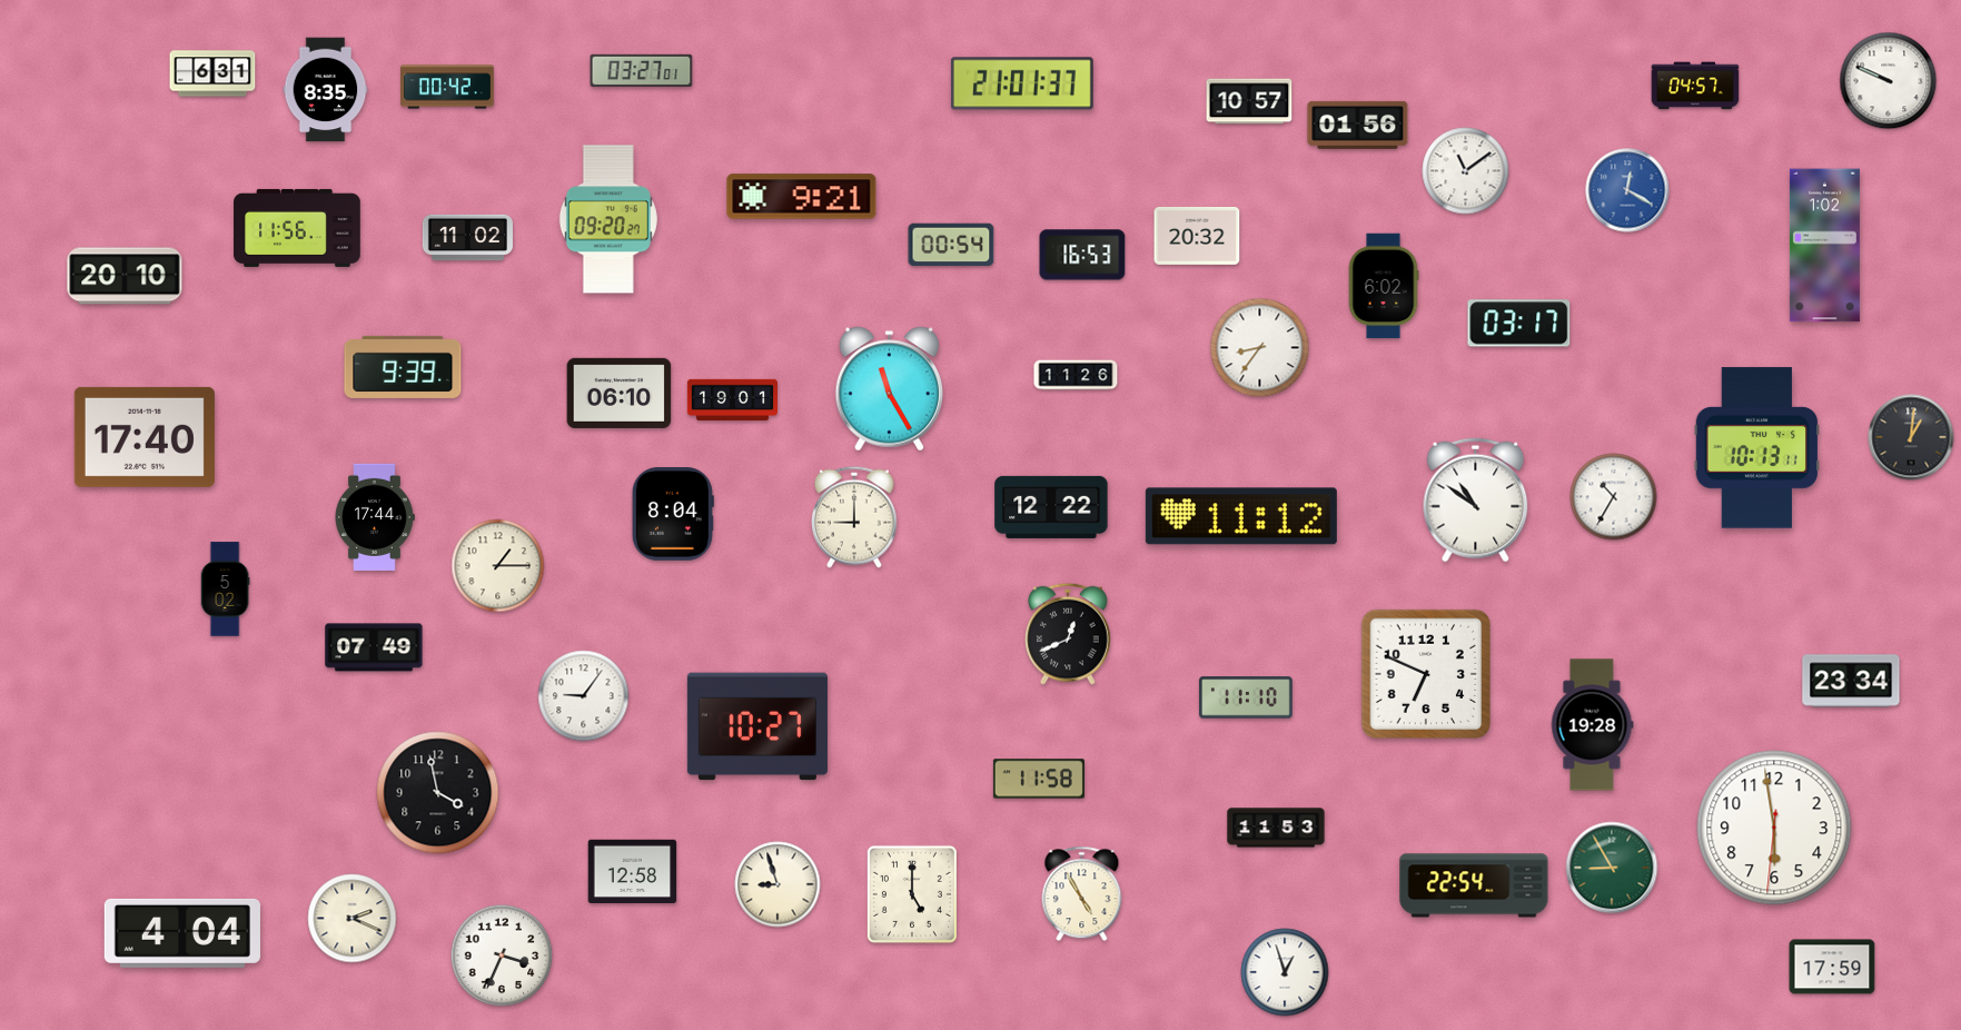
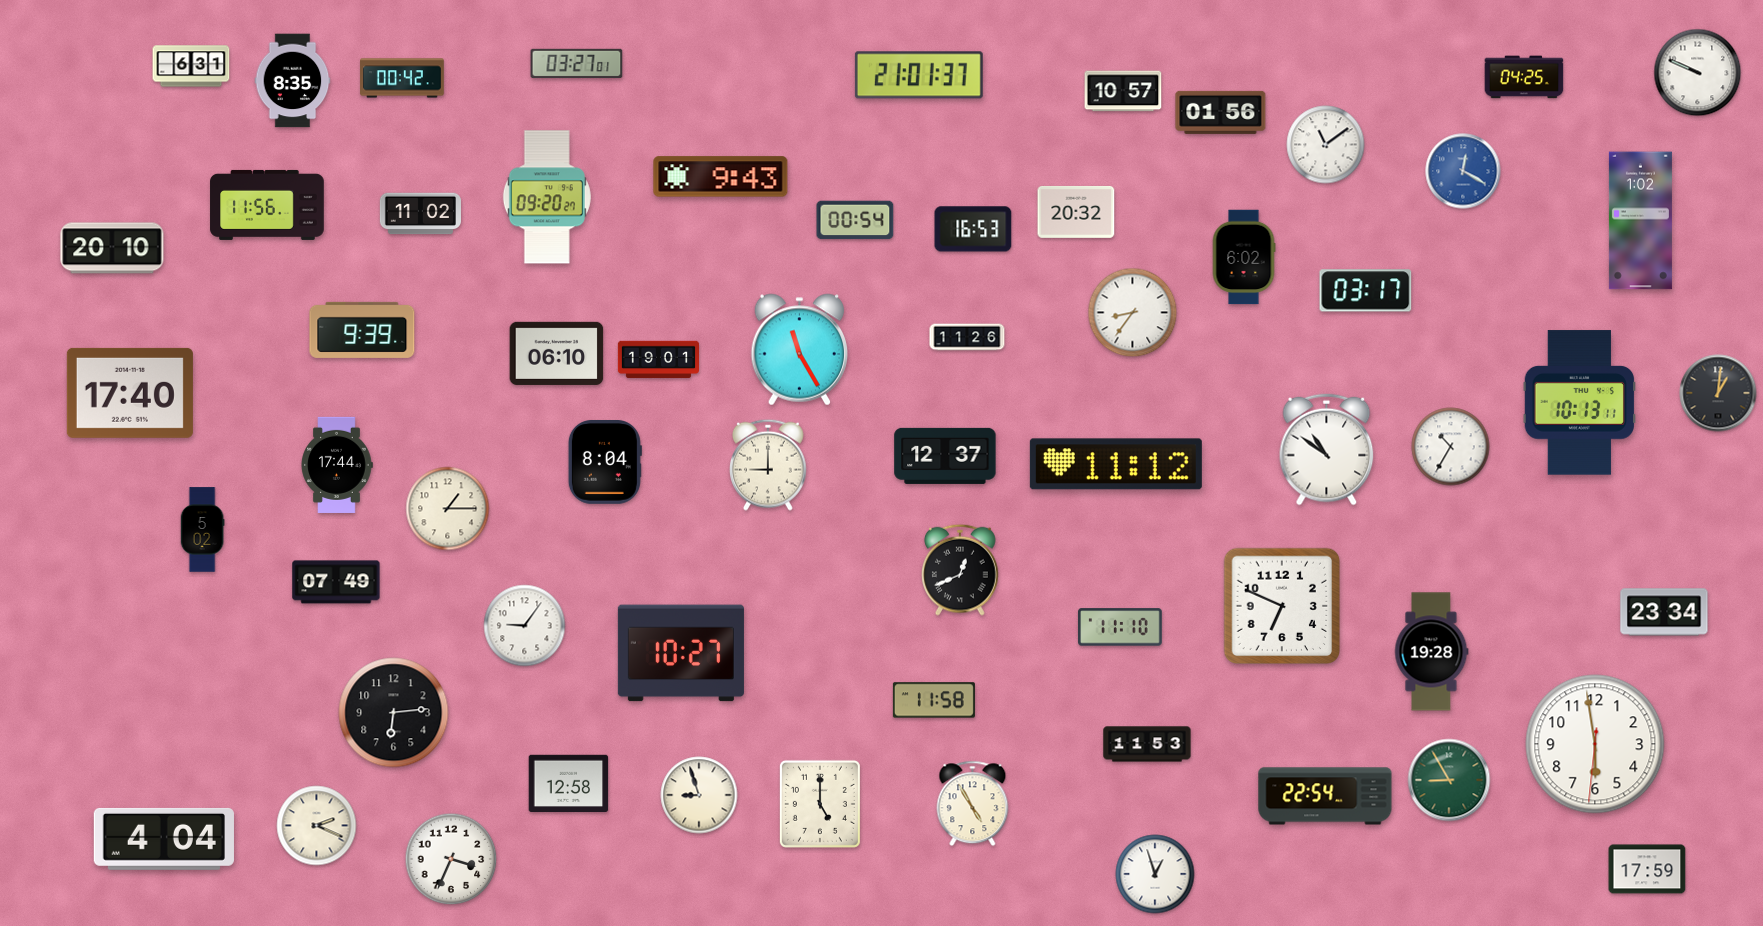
clock at (1695, 86): 04:57 -> 04:25
clock at (1466, 171) position: (1466, 171) -> (1326, 145)
clock at (802, 197): 9:21 -> 9:43
clock at (1051, 507): 12:22 -> 12:37
clock at (438, 793): 3:58 -> 6:14
